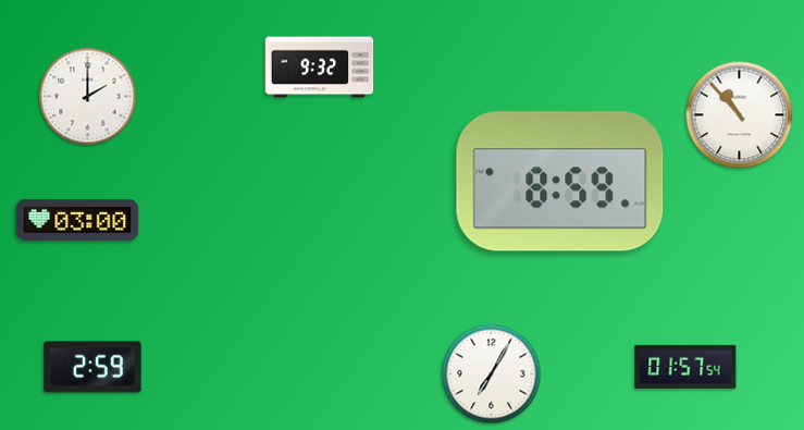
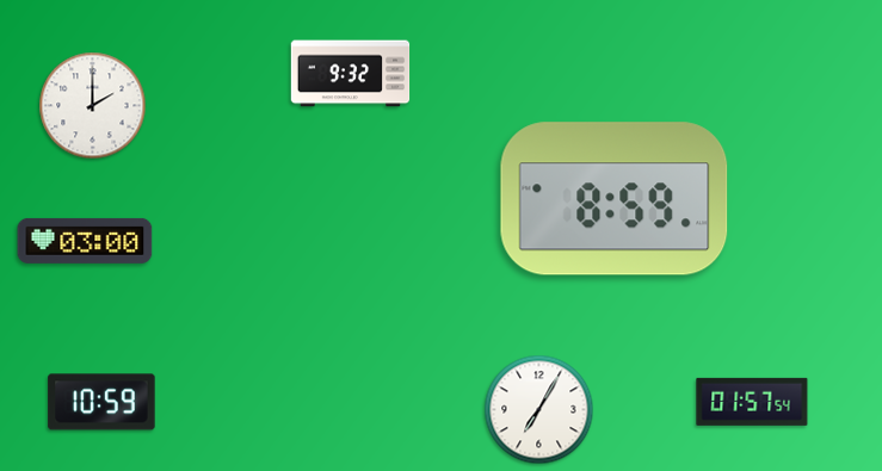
clock at (88, 97) position: (88, 97) -> (93, 106)
clock at (740, 115): 10:53 -> none
clock at (92, 367): 2:59 -> 10:59
